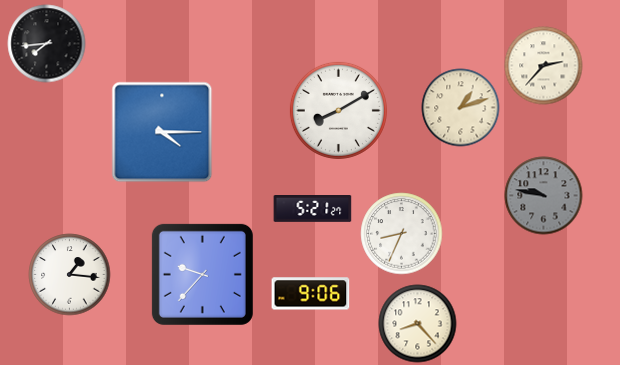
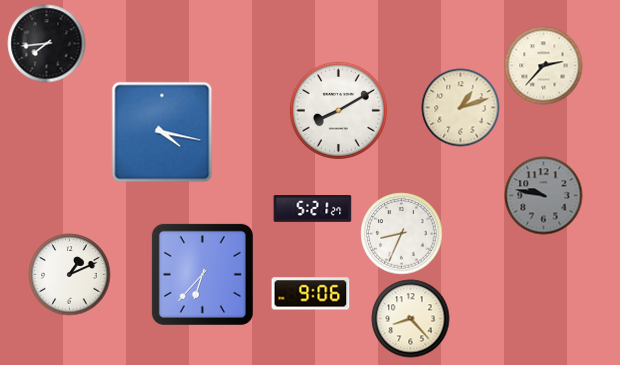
clock at (162, 132): 4:15 -> 4:17
clock at (69, 274): 1:16 -> 1:11
clock at (202, 274): 9:37 -> 6:37
clock at (417, 323) position: (417, 323) -> (410, 318)
